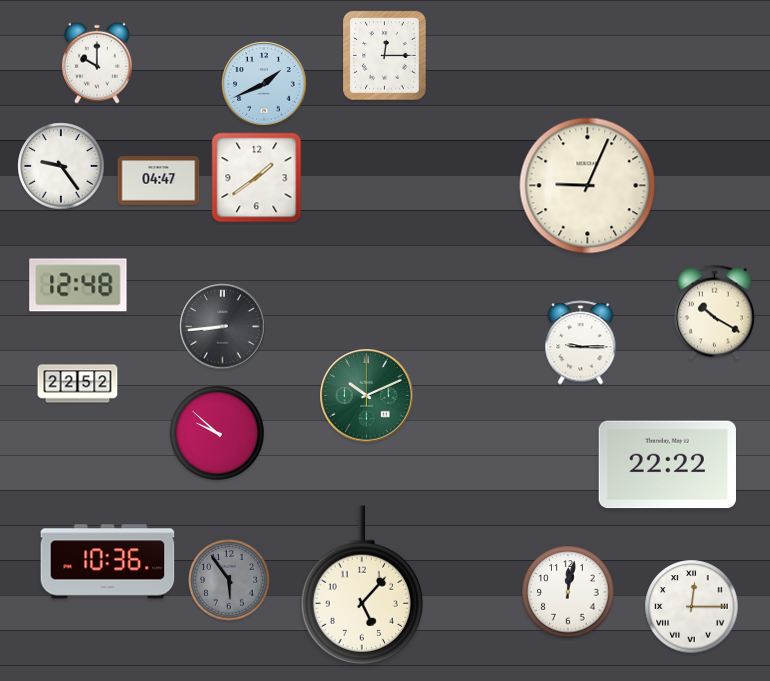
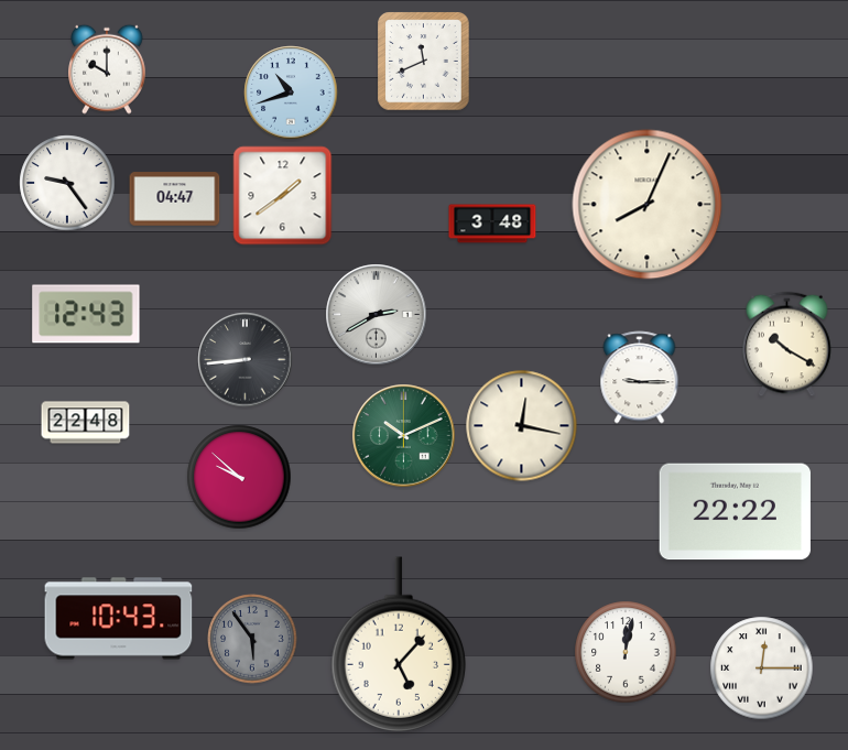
clock at (385, 56): 12:15 -> 11:41
clock at (264, 84): 1:41 -> 10:42
clock at (588, 186): 9:04 -> 8:04
clock at (492, 224): none -> 3:48
clock at (78, 285): 12:48 -> 12:43
clock at (377, 315): none -> 2:40
clock at (78, 384): 22:52 -> 22:48
clock at (522, 426): none -> 12:17
clock at (108, 562): 10:36 -> 10:43
